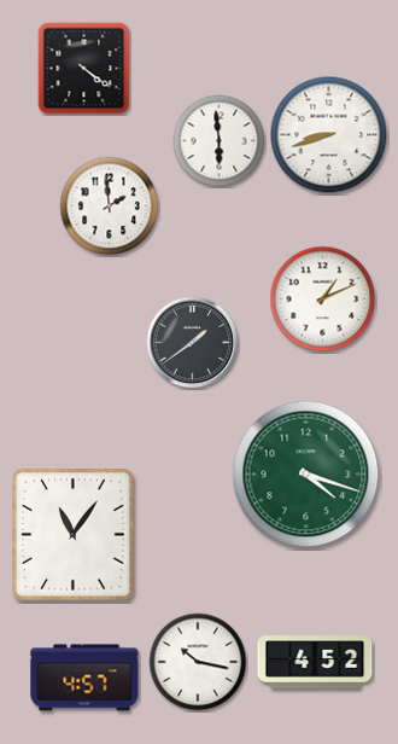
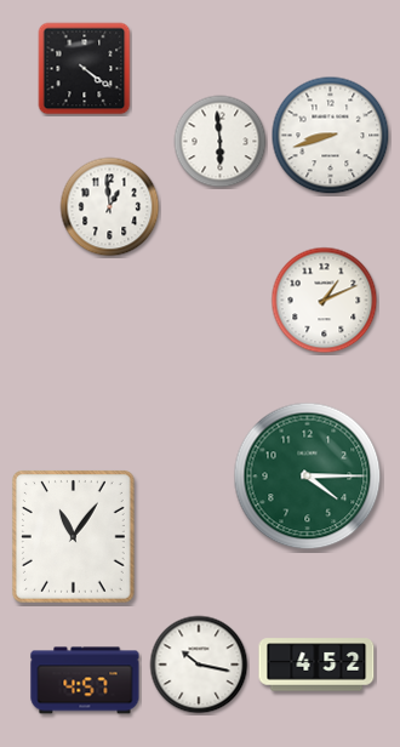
clock at (110, 207): 1:59 -> 12:59
clock at (193, 343): 1:39 -> none
clock at (306, 475): 4:18 -> 4:15
